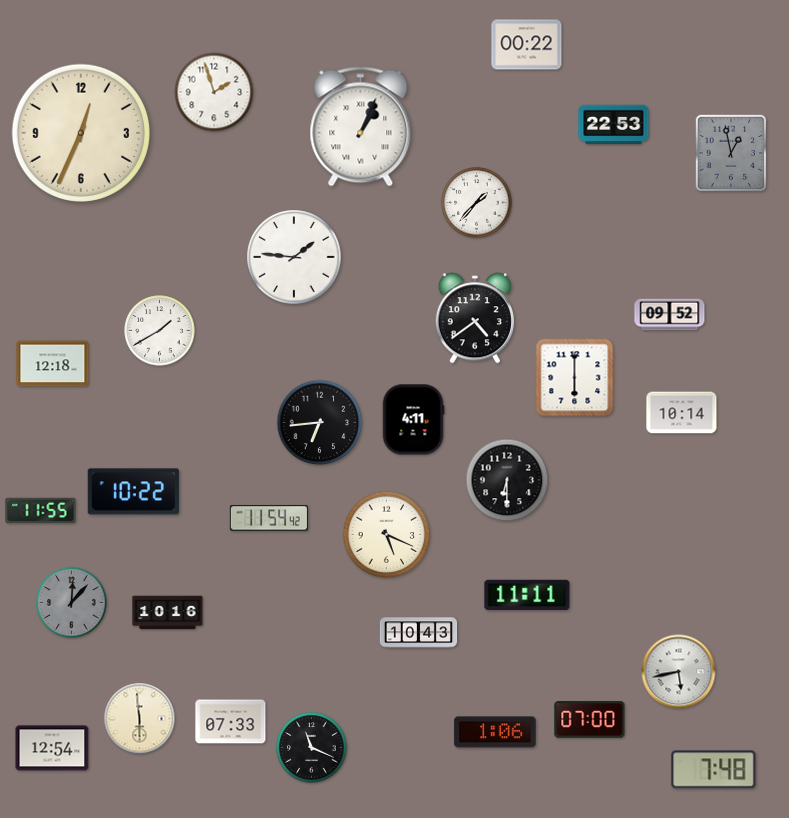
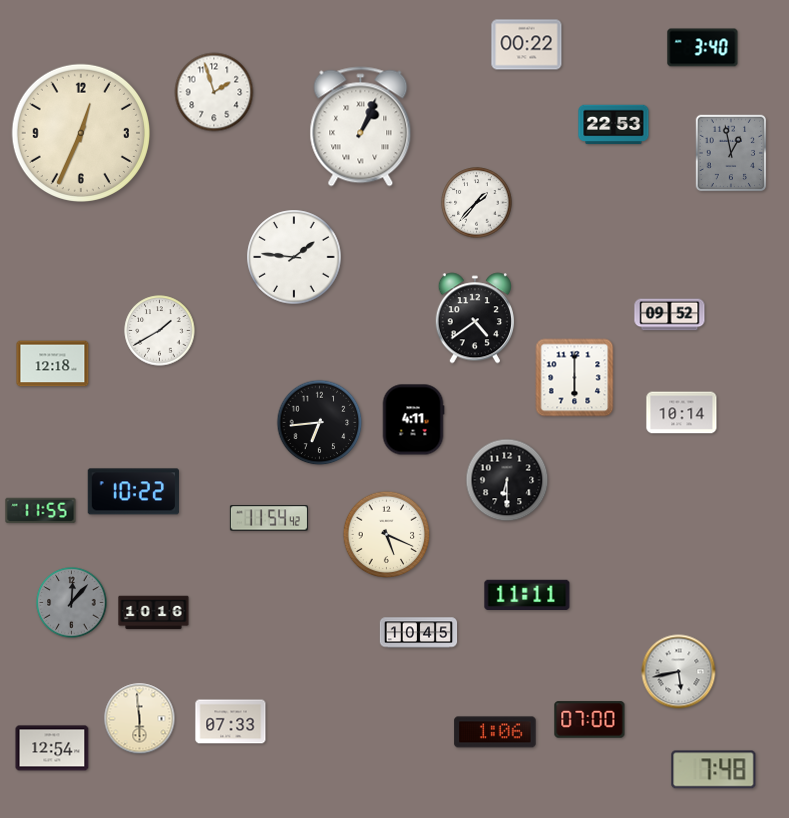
clock at (703, 48): none -> 3:40
clock at (168, 613) position: (168, 613) -> (154, 613)
clock at (419, 633): 10:43 -> 10:45
clock at (312, 748): 11:19 -> none
